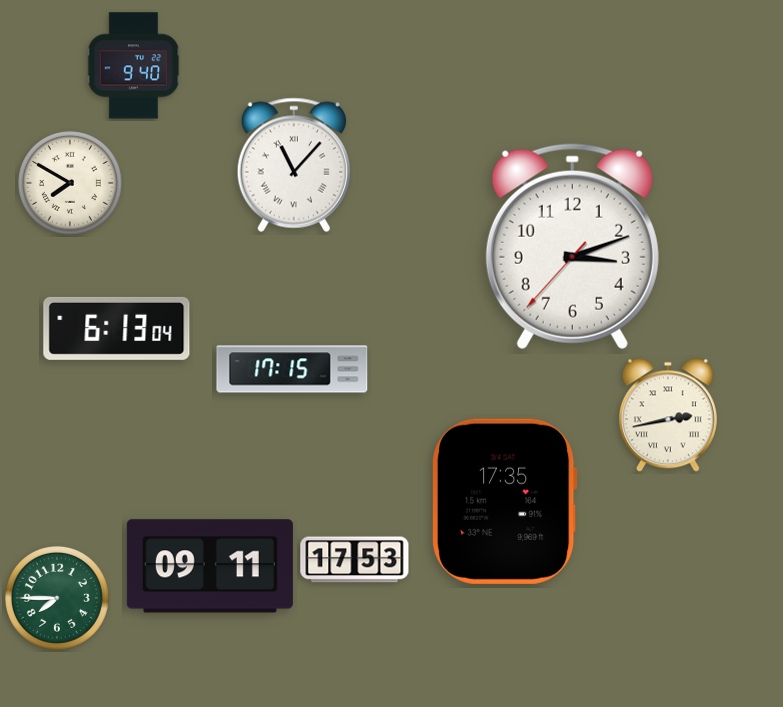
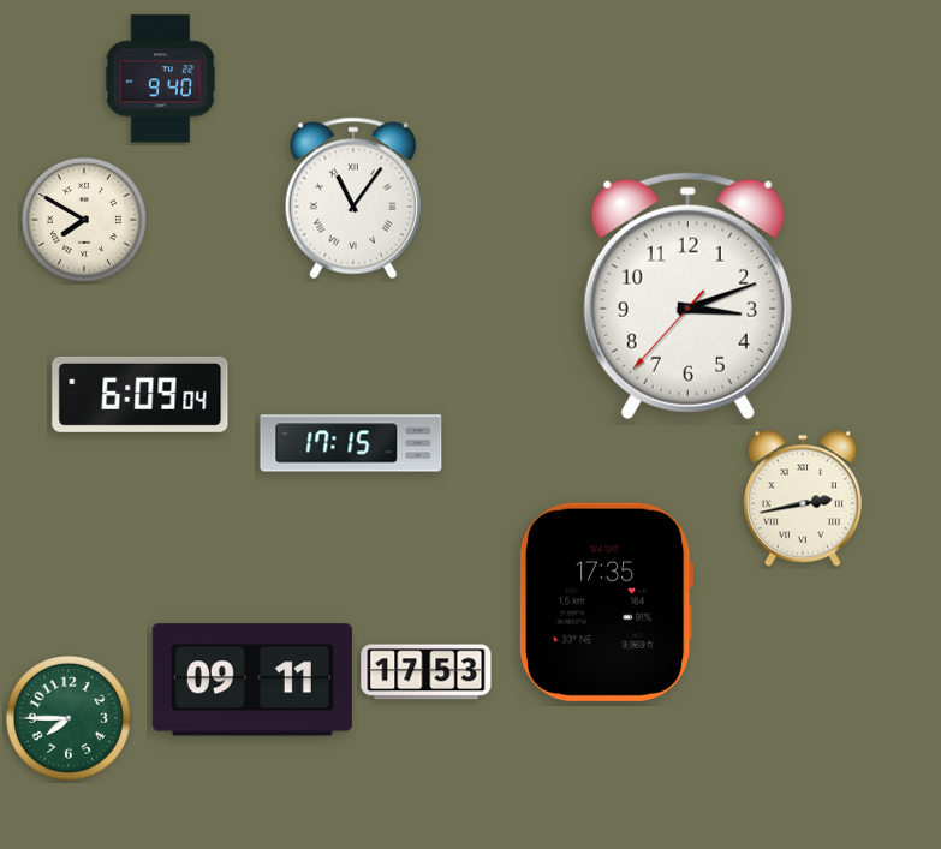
clock at (294, 165): 11:07 -> 11:06
clock at (117, 328): 6:13 -> 6:09
